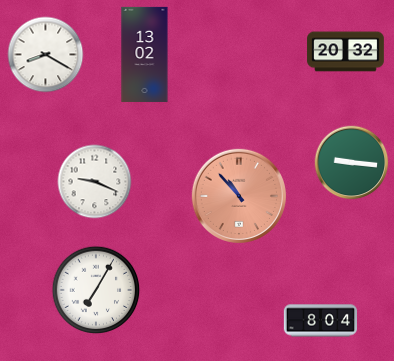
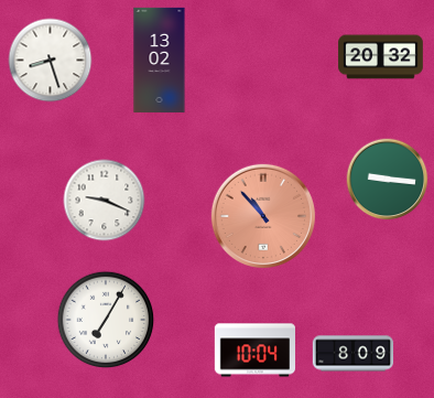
clock at (46, 55): 8:20 -> 8:27
clock at (254, 351): none -> 10:04
clock at (320, 321): 8:04 -> 8:09
